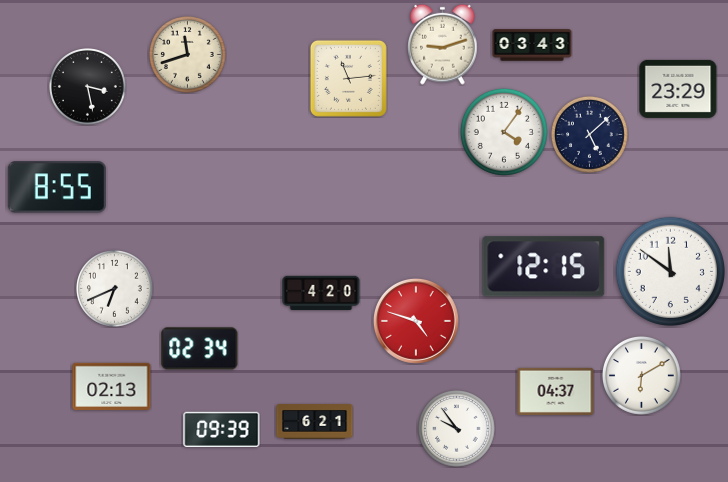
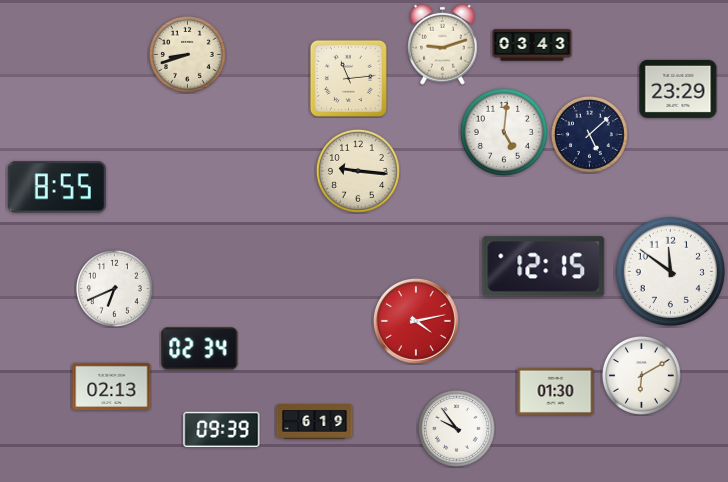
clock at (188, 55): 11:42 -> 8:42
clock at (88, 87): 3:28 -> none
clock at (504, 132): 4:06 -> 5:01
clock at (358, 171): none -> 9:16
clock at (321, 293): 4:20 -> none
clock at (416, 321): 4:48 -> 4:13
clock at (556, 391): 04:37 -> 01:30
clock at (315, 422): 6:21 -> 6:19
